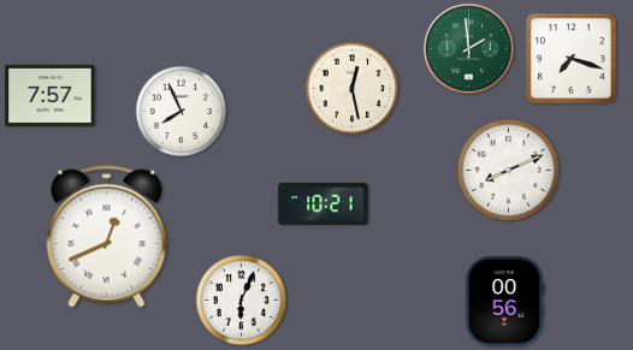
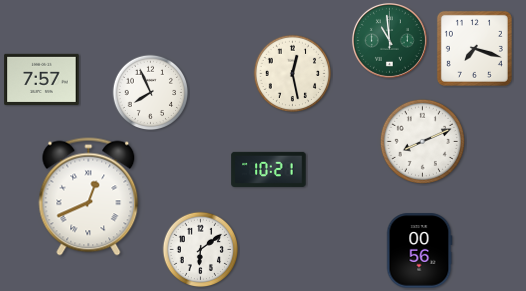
clock at (468, 48): 1:59 -> 10:59
clock at (242, 301): 6:04 -> 6:09
